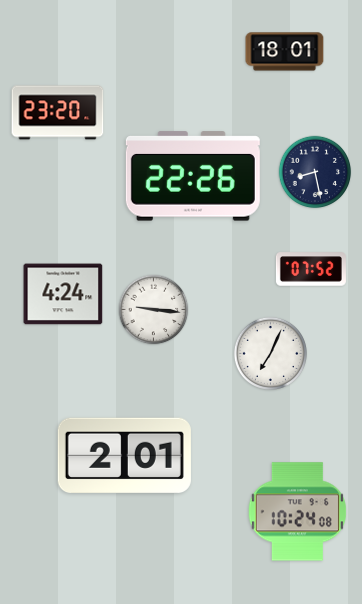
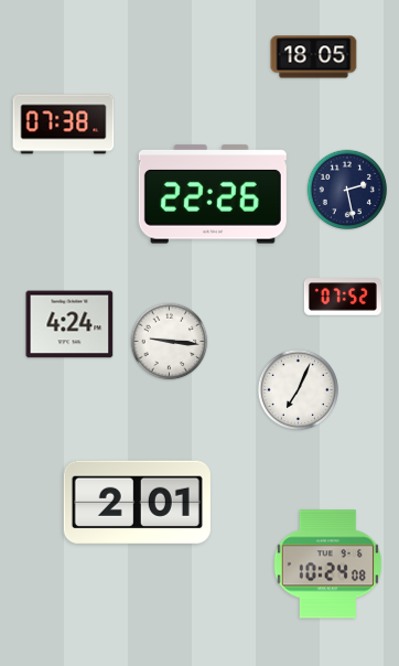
clock at (285, 52): 18:01 -> 18:05
clock at (58, 113): 23:20 -> 07:38
clock at (315, 172): 8:28 -> 2:28
